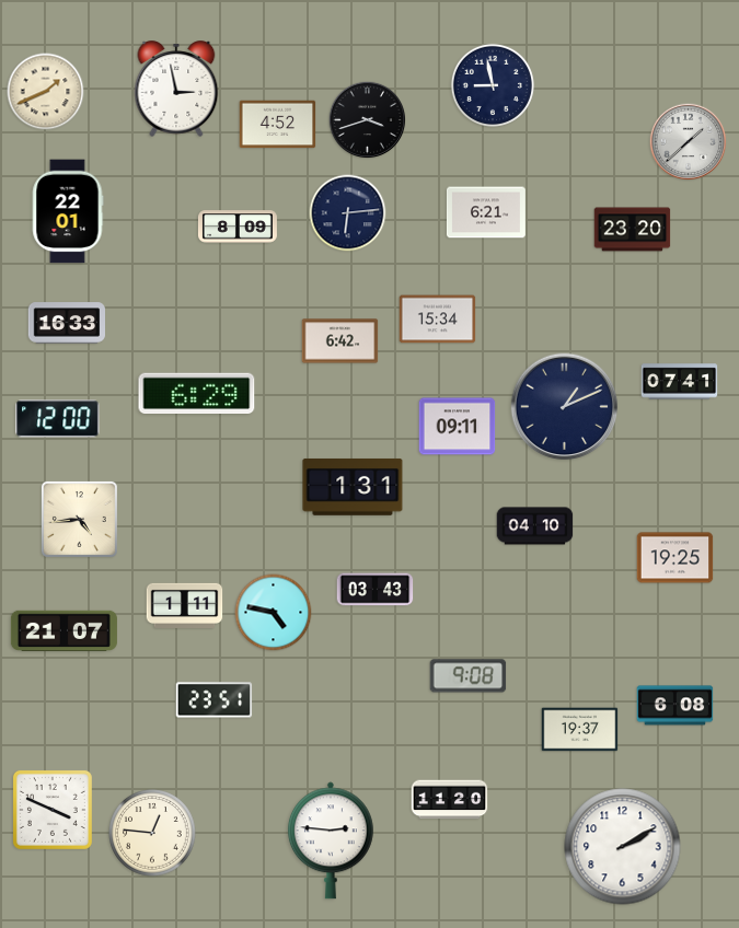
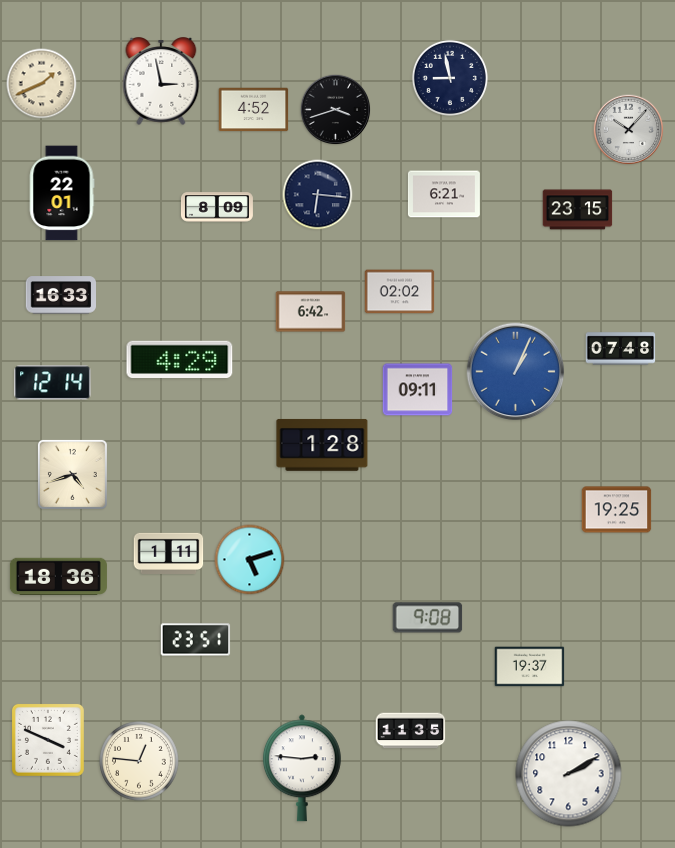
clock at (278, 125) position: (278, 125) -> (254, 110)
clock at (689, 142): 1:38 -> 10:07
clock at (348, 213): 6:14 -> 6:16
clock at (633, 230): 23:20 -> 23:15
clock at (438, 320): 15:34 -> 02:02
clock at (680, 382): 07:41 -> 07:48
clock at (197, 394): 6:29 -> 4:29
clock at (565, 407): 1:11 -> 1:04
clock at (565, 407) dial: navy -> blue
clock at (58, 419): 12:00 -> 12:14
clock at (353, 487): 1:31 -> 1:28
clock at (79, 519): 4:44 -> 4:42
clock at (535, 526): 04:10 -> none
clock at (376, 590): 03:43 -> none
clock at (274, 613): 4:47 -> 5:12
clock at (63, 630): 21:07 -> 18:36
clock at (676, 706): 6:08 -> none
clock at (450, 800): 11:20 -> 11:35
